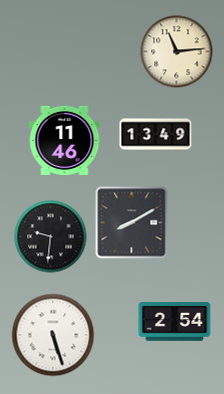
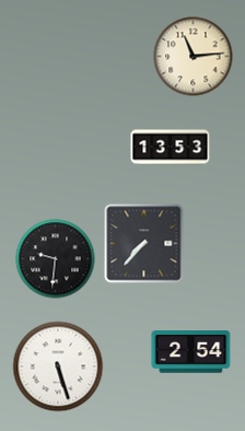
clock at (156, 135): 13:49 -> 13:53
clock at (65, 140): 11:46 -> none
clock at (132, 223): 8:10 -> 7:37
